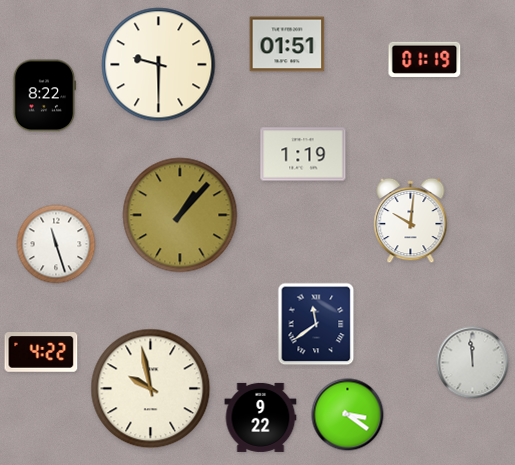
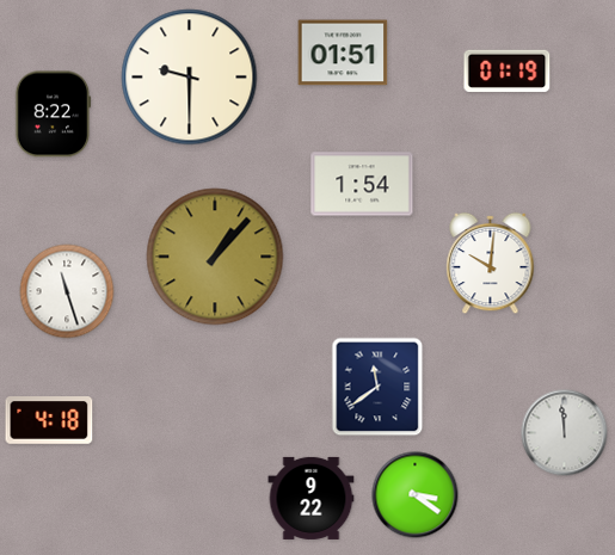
clock at (303, 154): 1:19 -> 1:54
clock at (41, 353): 4:22 -> 4:18
clock at (151, 389): 9:58 -> none
